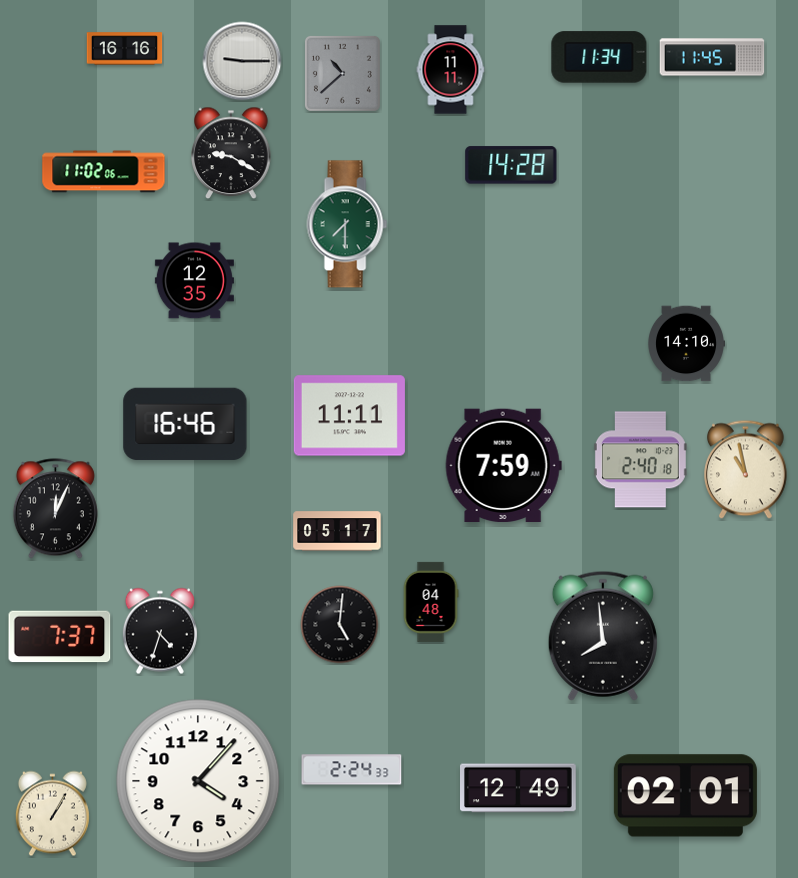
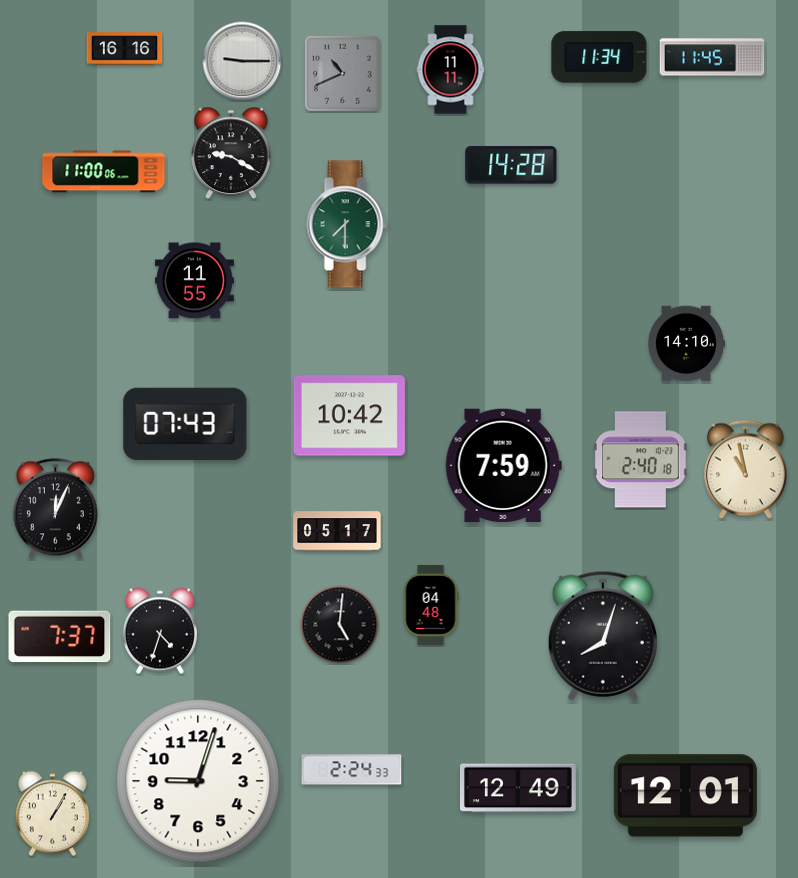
clock at (342, 73): 10:38 -> 10:41
clock at (104, 172): 11:02 -> 11:00
clock at (194, 281): 12:35 -> 11:55
clock at (349, 416): 11:11 -> 10:42
clock at (185, 424): 16:46 -> 07:43
clock at (431, 602) position: (431, 602) -> (431, 605)
clock at (603, 636): 7:59 -> 8:03
clock at (198, 781): 4:07 -> 9:03
clock at (685, 796): 02:01 -> 12:01
